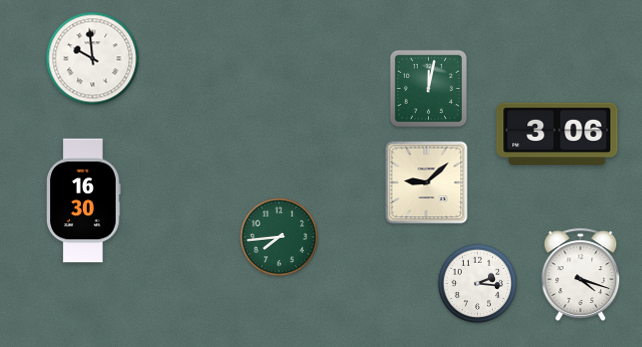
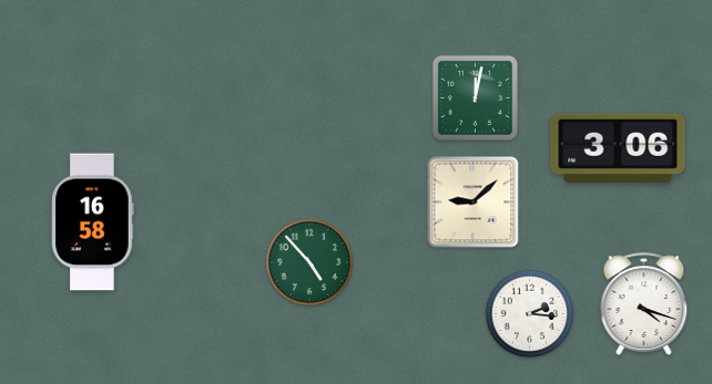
clock at (93, 59): 9:59 -> none
clock at (84, 201): 16:30 -> 16:58
clock at (279, 237): 7:44 -> 4:53
